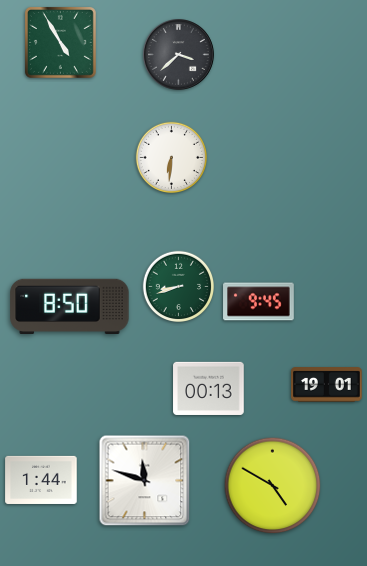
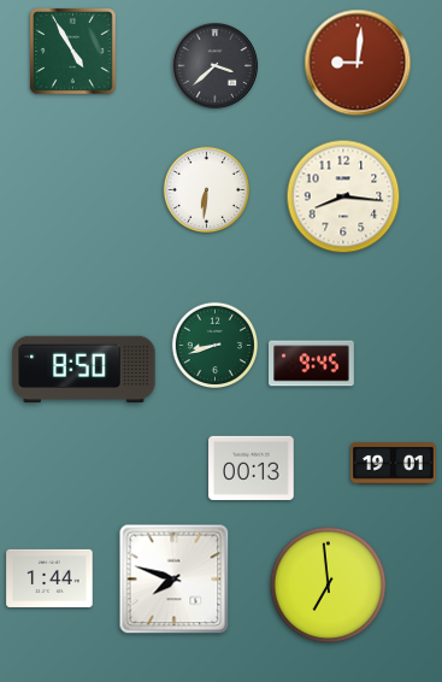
clock at (358, 63): none -> 9:01
clock at (343, 196): none -> 8:16
clock at (145, 481): 11:48 -> 7:48
clock at (273, 486): 4:50 -> 6:59
